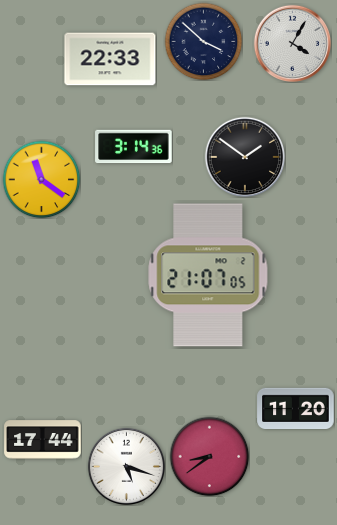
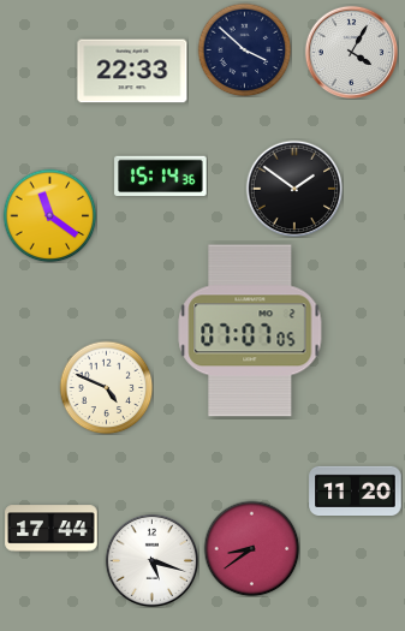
clock at (134, 147): 3:14 -> 15:14
clock at (208, 275): 21:07 -> 07:07
clock at (106, 387): none -> 4:49
